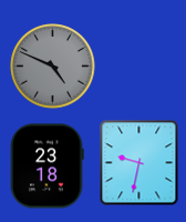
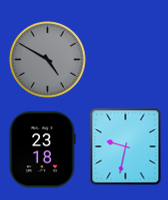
clock at (53, 67): 4:49 -> 4:50
